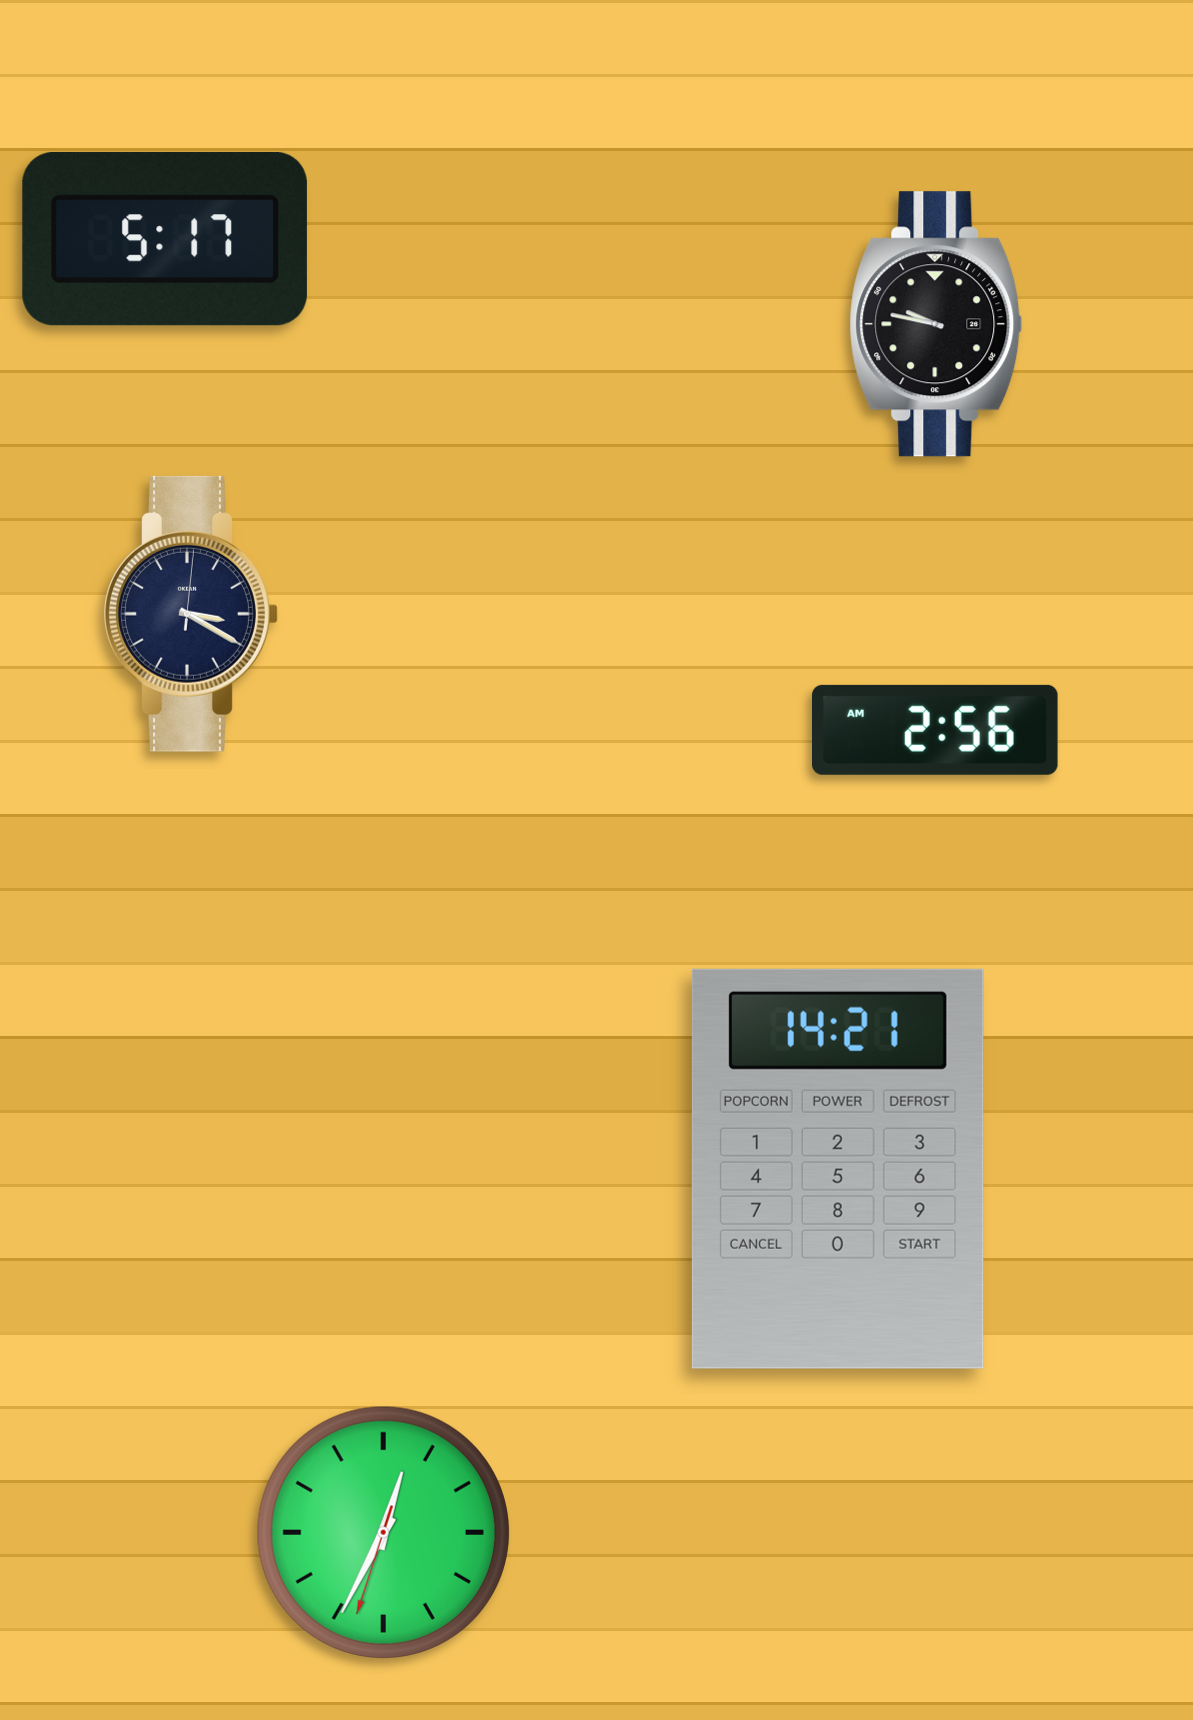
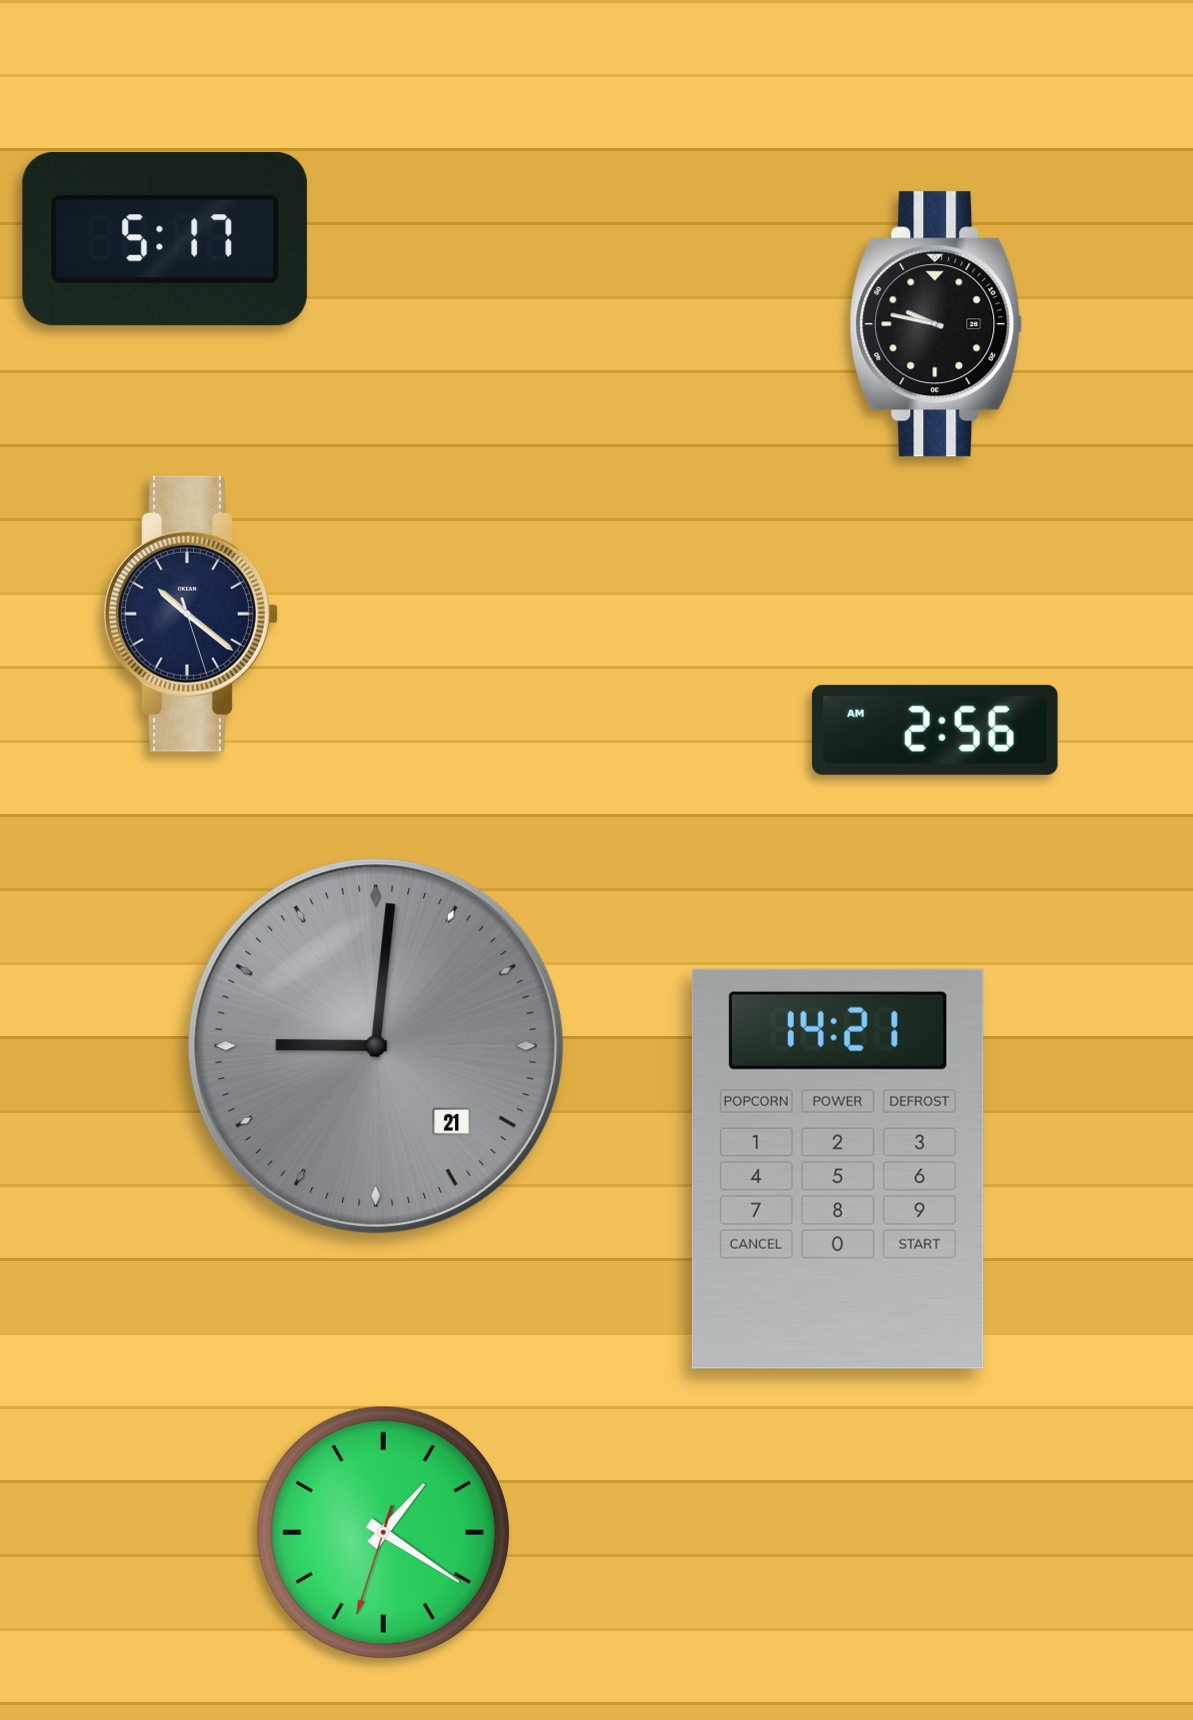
clock at (191, 614): 3:20 -> 10:21
clock at (375, 1045): none -> 9:01
clock at (383, 1532): 12:34 -> 1:20
